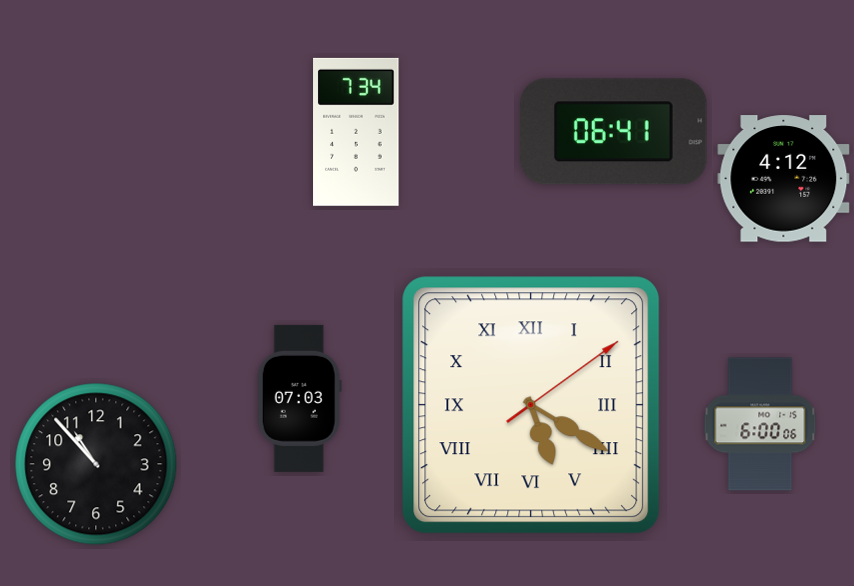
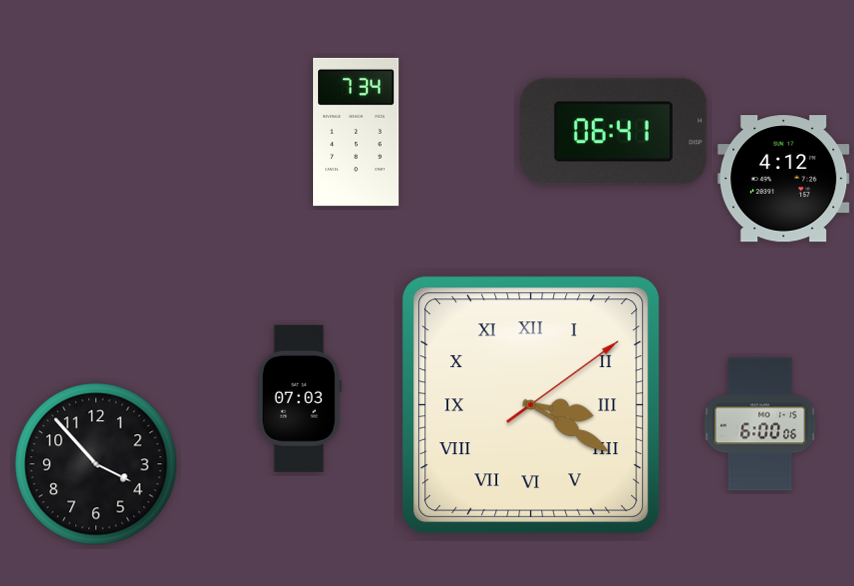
clock at (531, 405): 5:20 -> 3:20
clock at (96, 464): 10:53 -> 3:53
